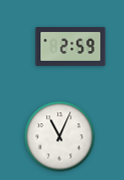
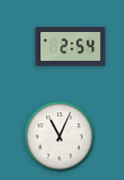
clock at (71, 46): 2:59 -> 2:54
